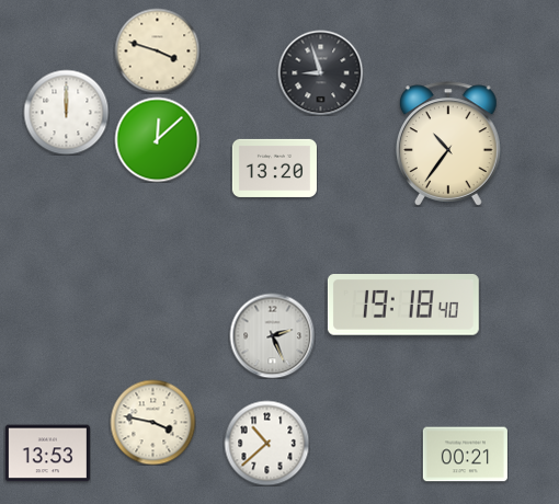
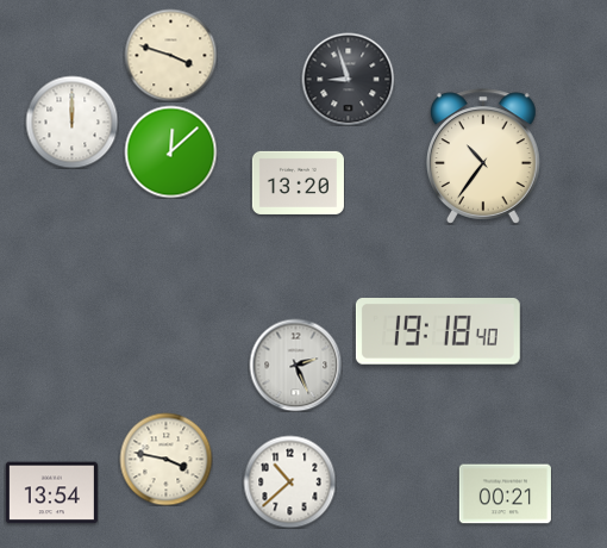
clock at (449, 144) position: (449, 144) -> (484, 156)
clock at (47, 454): 13:53 -> 13:54
